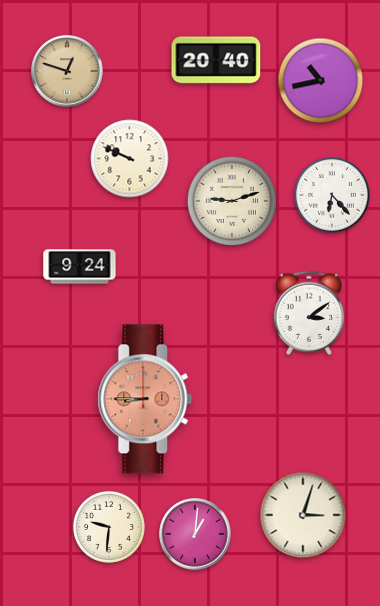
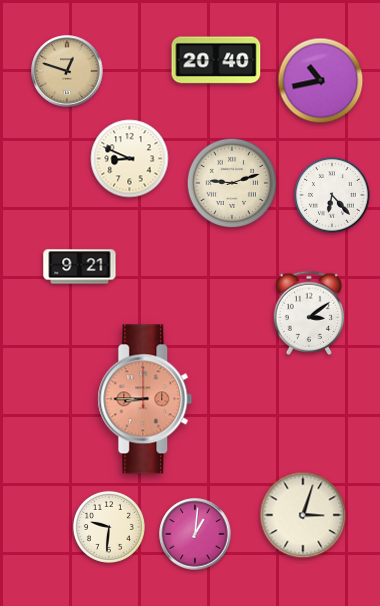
clock at (130, 159): 9:49 -> 8:49
clock at (232, 201) position: (232, 201) -> (232, 183)
clock at (80, 267): 9:24 -> 9:21
